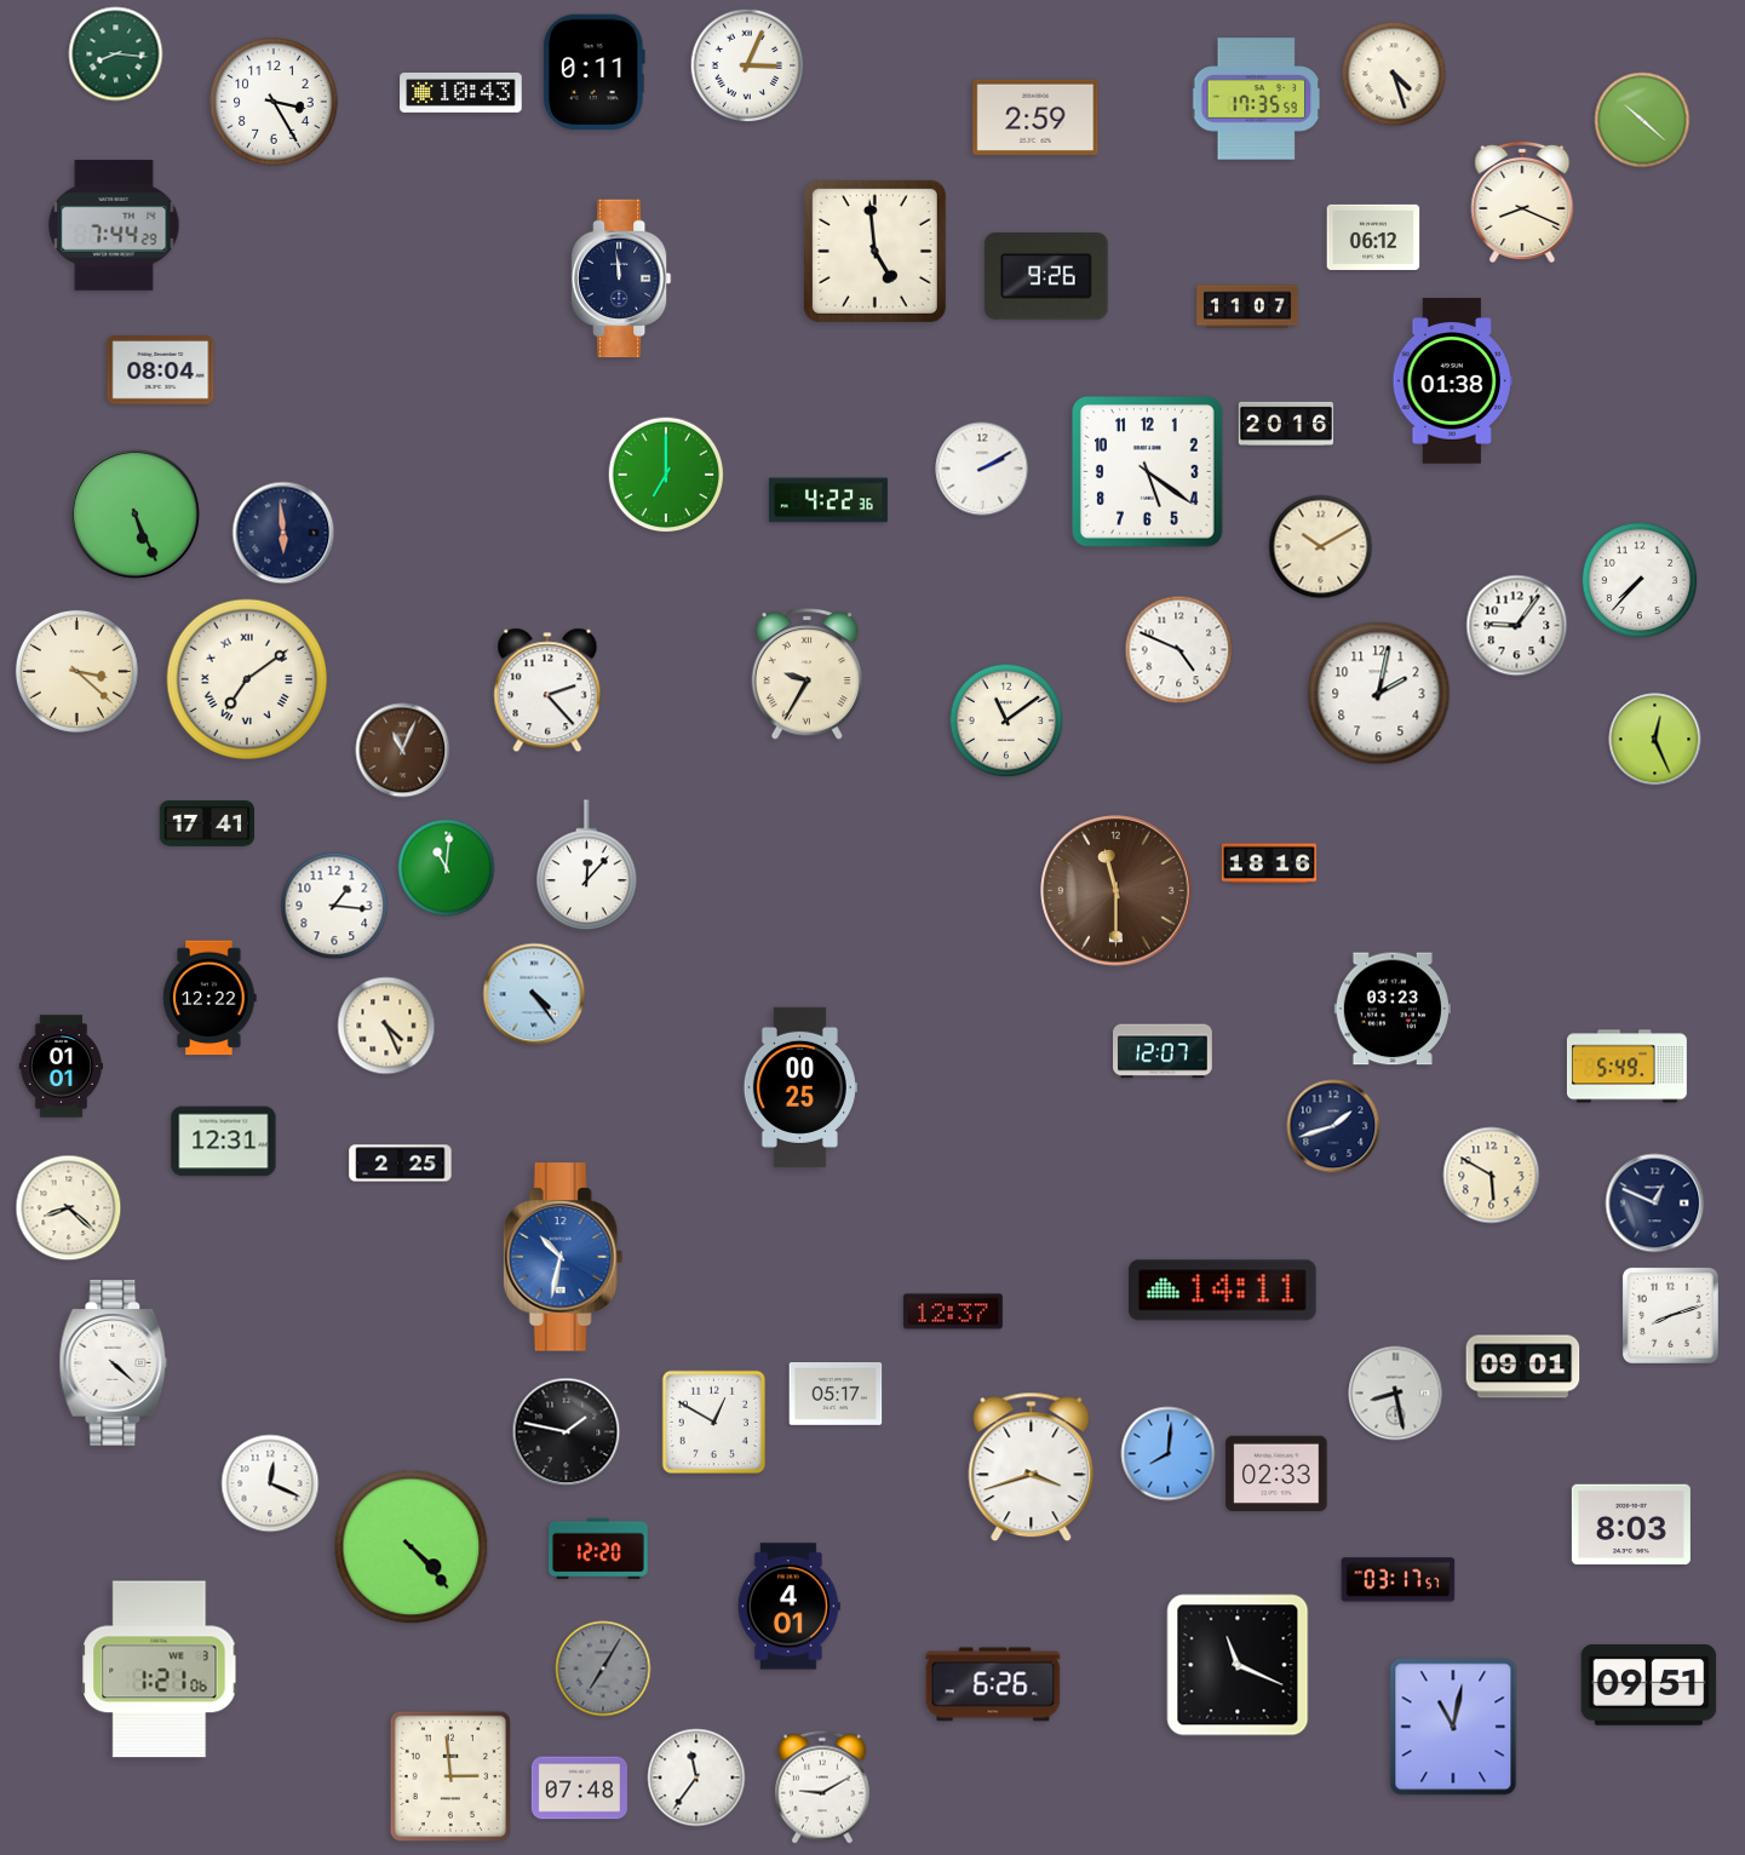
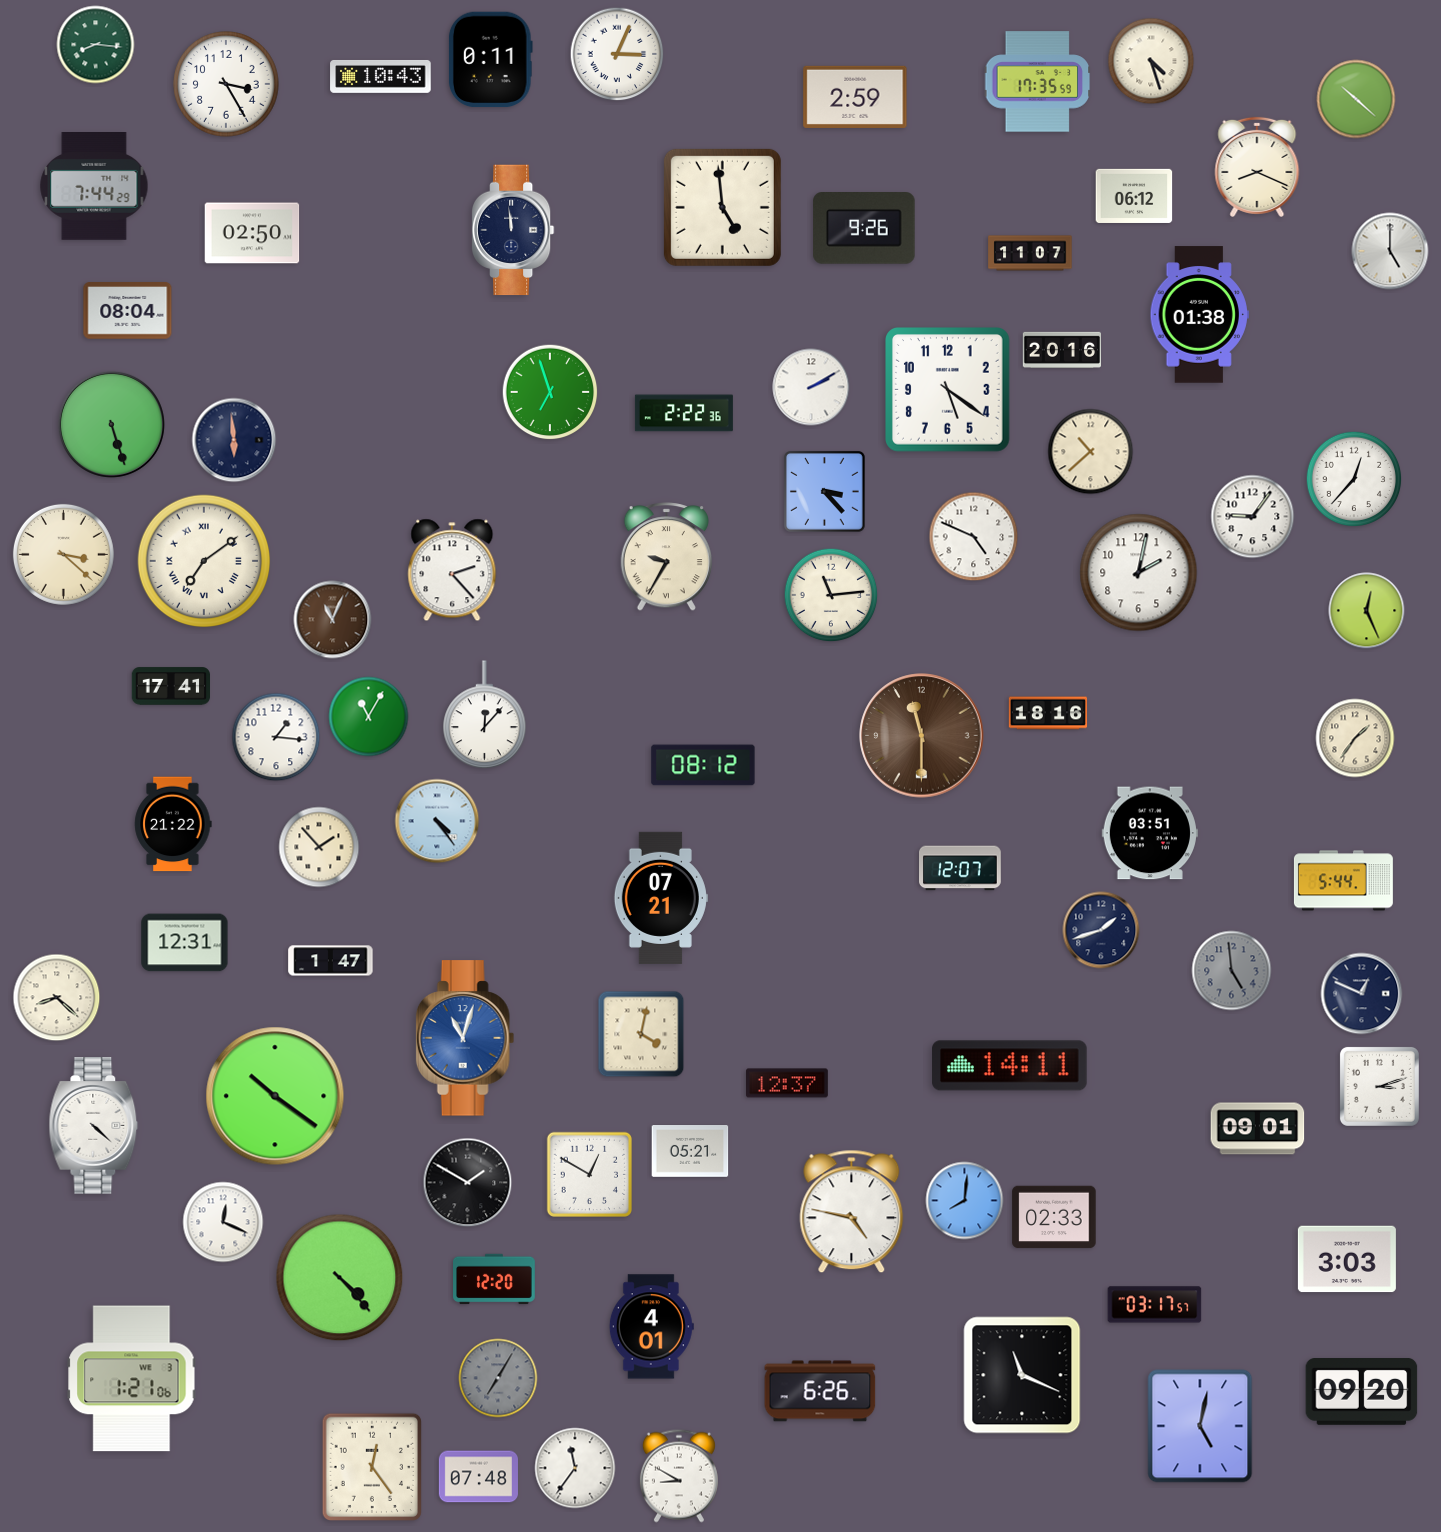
clock at (252, 233): none -> 02:50
clock at (1390, 251): none -> 5:00
clock at (161, 371) position: (161, 371) -> (128, 311)
clock at (666, 475): 7:00 -> 6:57
clock at (828, 500): 4:22 -> 2:22
clock at (134, 513): 5:26 -> 5:27
clock at (1321, 547): 10:10 -> 10:38
clock at (1640, 580): 7:37 -> 12:37
clock at (825, 492): none -> 3:23
clock at (1006, 720): 11:09 -> 11:14
clock at (206, 823) position: (206, 823) -> (170, 686)
clock at (447, 868): 11:01 -> 11:05
clock at (1355, 738): none -> 1:36
clock at (334, 906) position: (334, 906) -> (276, 737)
clock at (703, 765): none -> 08:12
clock at (534, 994) position: (534, 994) -> (437, 821)
clock at (209, 998): 12:22 -> 21:22
clock at (1393, 1009): 03:23 -> 03:51
clock at (386, 1026): 4:26 -> 1:53
clock at (61, 1067): 01:01 -> none
clock at (1626, 1067): 5:49 -> 5:44
clock at (800, 1087): 00:25 -> 07:21
clock at (401, 1164): 2:25 -> 1:47
clock at (1492, 1176): 5:50 -> 4:59
clock at (1492, 1176) dial: cream -> grey
clock at (1655, 1204) position: (1655, 1204) -> (1362, 994)
clock at (641, 1034): none -> 4:02
clock at (563, 1257): 10:32 -> 11:03
clock at (1670, 1315): 8:12 -> 3:12
clock at (275, 1096): none -> 10:21
clock at (1396, 1394): 8:28 -> none
clock at (836, 1395): 05:17 -> 05:21
clock at (567, 1432): 1:47 -> 1:50
clock at (1032, 1468): 3:42 -> 4:47
clock at (270, 1483) position: (270, 1483) -> (223, 1222)
clock at (1631, 1524): 8:03 -> 3:03
clock at (1649, 1685): 09:51 -> 09:20
clock at (1453, 1727): 11:02 -> 5:02
clock at (449, 1775): 2:59 -> 12:24
clock at (822, 1787): 9:10 -> 8:50
